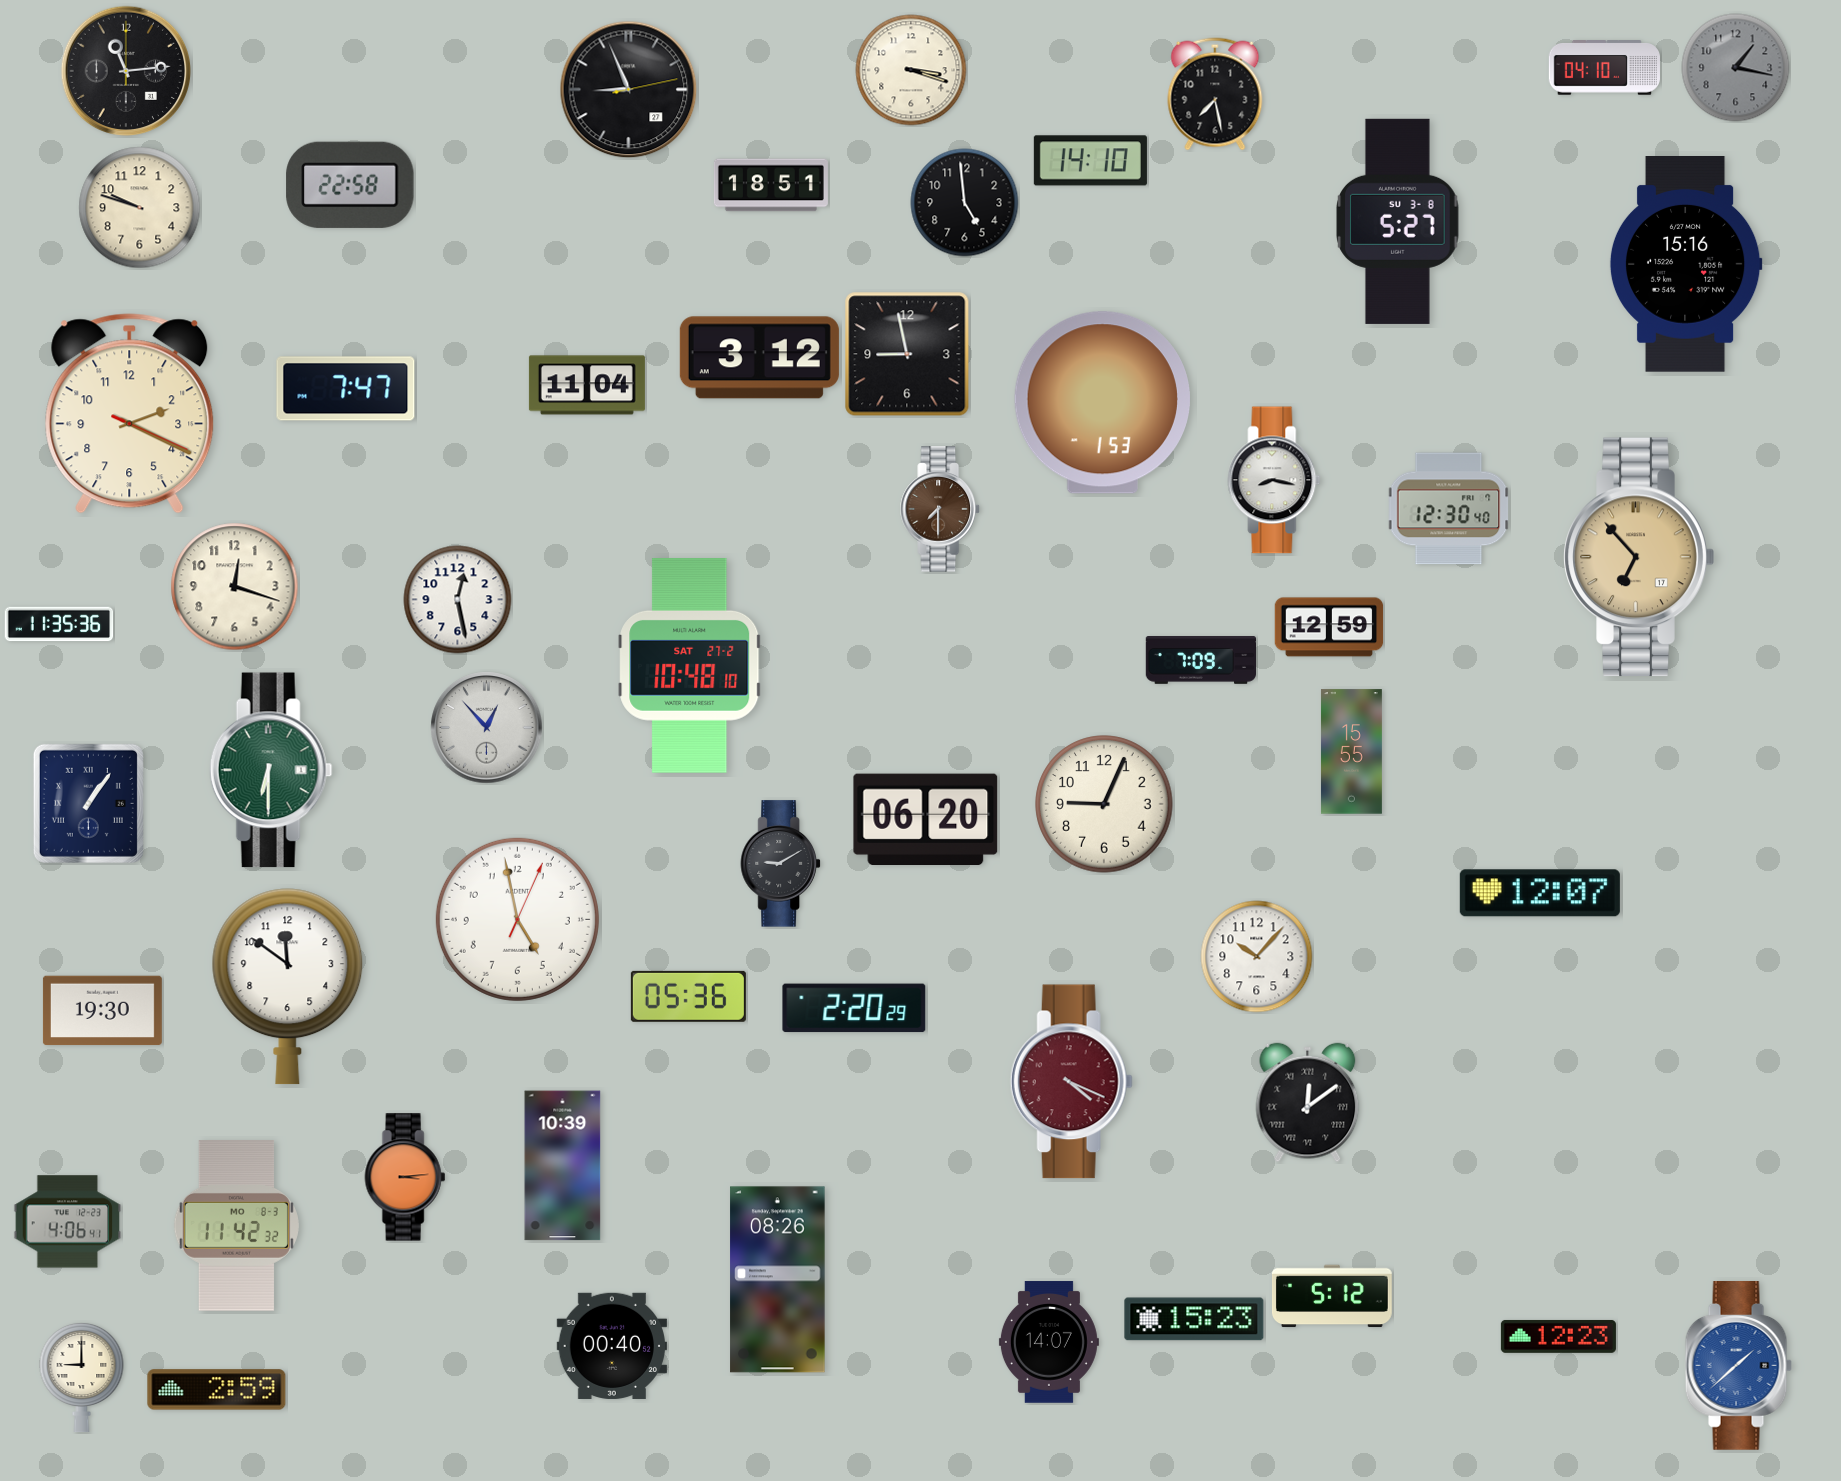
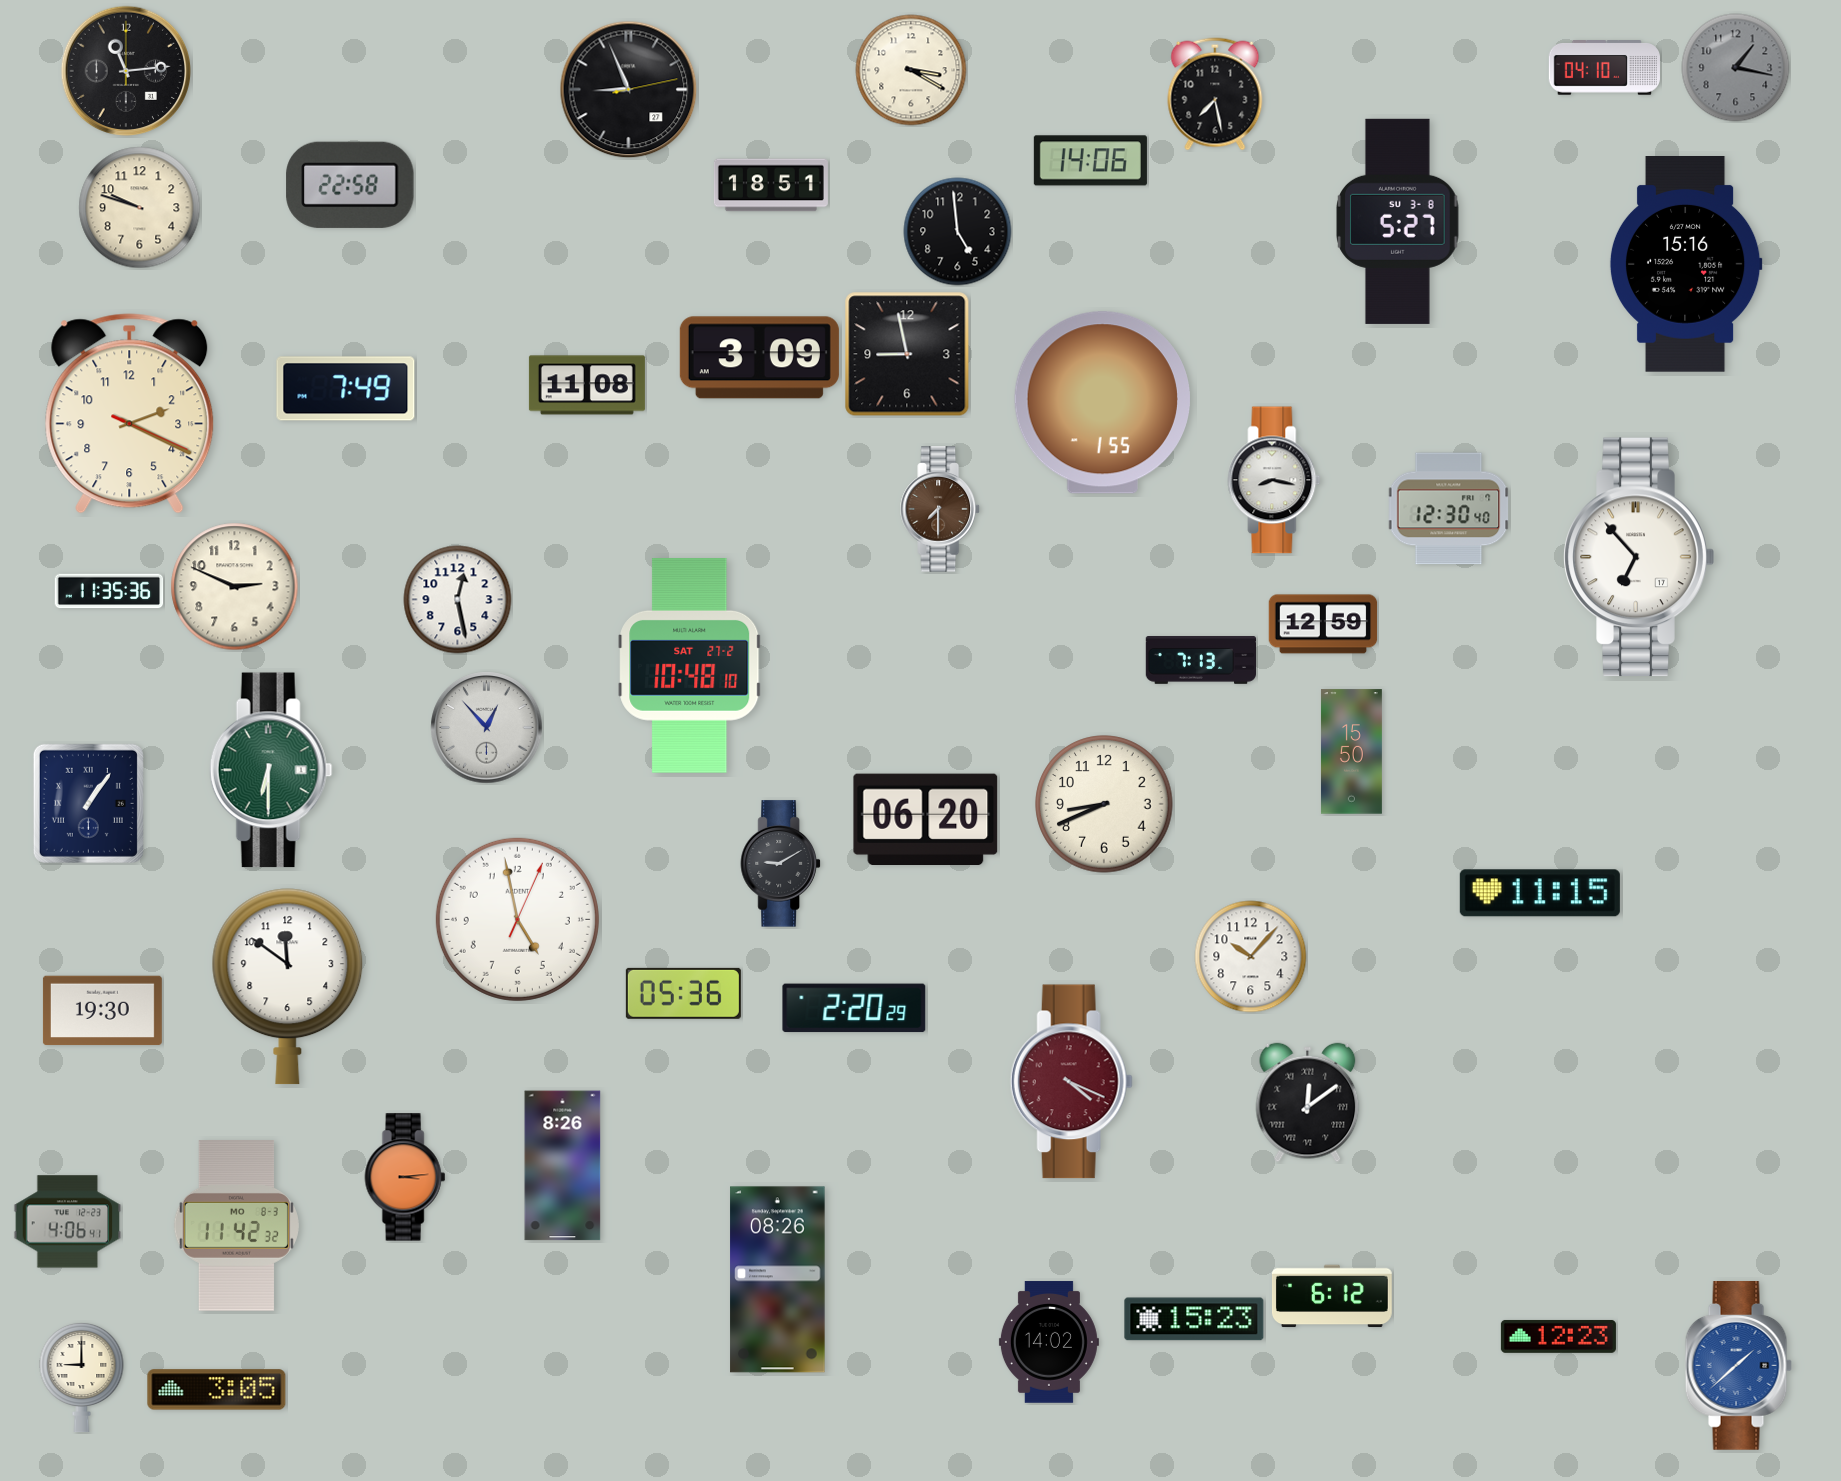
clock at (911, 70): 3:18 -> 3:20
clock at (1090, 161): 14:10 -> 14:06
clock at (965, 203) position: (965, 203) -> (958, 232)
clock at (759, 358): 3:12 -> 3:09
clock at (587, 385): 11:04 -> 11:08
clock at (346, 389): 7:47 -> 7:49
clock at (1102, 403): 1:53 -> 1:55
clock at (1639, 557) dial: champagne -> white
clock at (235, 587): 12:18 -> 2:49
clock at (59, 624) position: (59, 624) -> (109, 591)
clock at (1329, 627) position: (1329, 627) -> (1323, 624)
clock at (1200, 661): 7:09 -> 7:13
clock at (1351, 752): 15:55 -> 15:50
clock at (1104, 804): 9:04 -> 8:41
clock at (1540, 893): 12:07 -> 11:15
clock at (1257, 957) position: (1257, 957) -> (1251, 957)
clock at (688, 996) position: (688, 996) -> (683, 993)
clock at (563, 1166): 10:39 -> 8:26
clock at (1332, 1296): 5:12 -> 6:12
clock at (1049, 1342): 14:07 -> 14:02
clock at (612, 1346): 00:40 -> none
clock at (217, 1390): 2:59 -> 3:05
